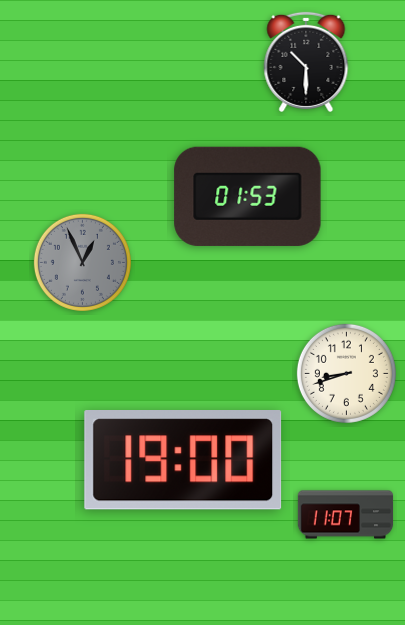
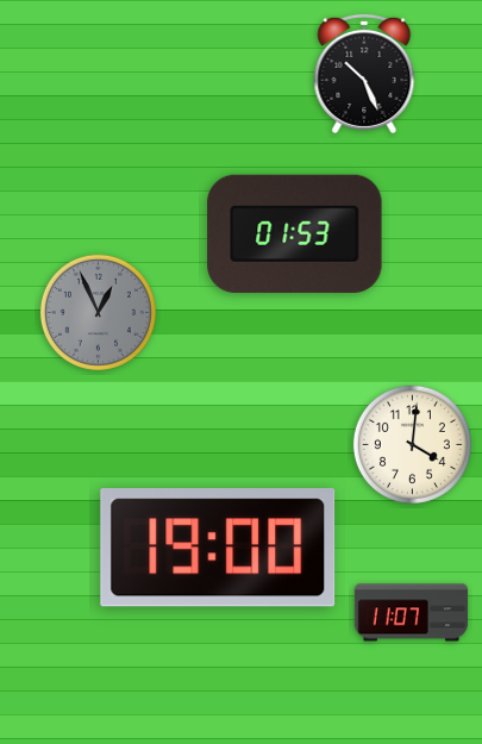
clock at (306, 62): 10:30 -> 10:26
clock at (346, 373): 8:42 -> 4:01
